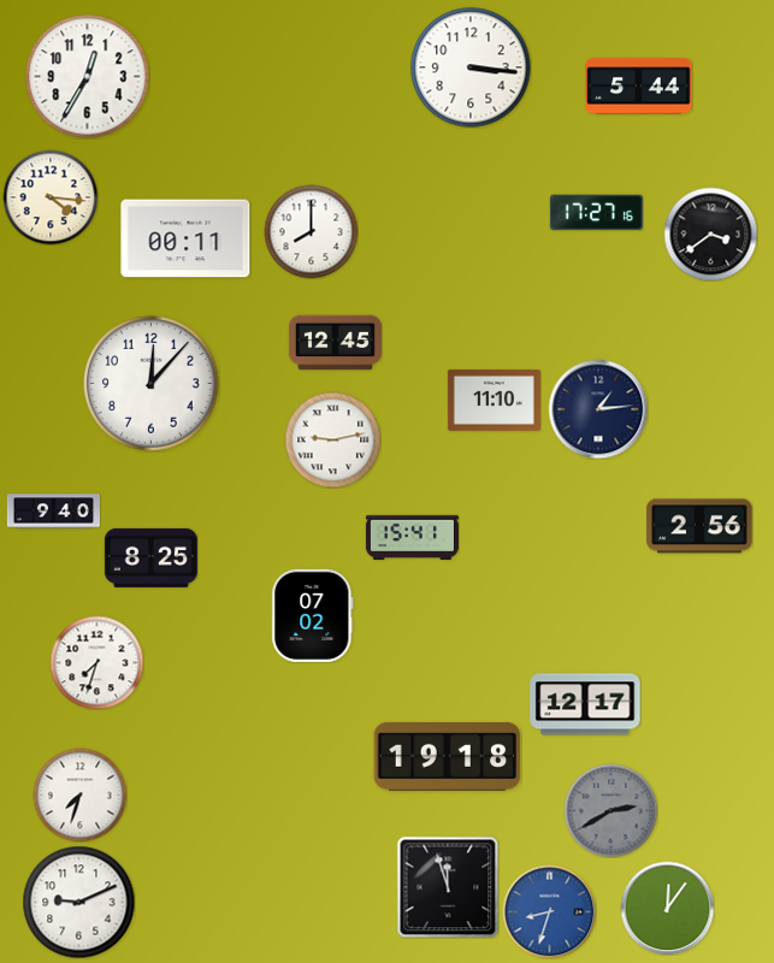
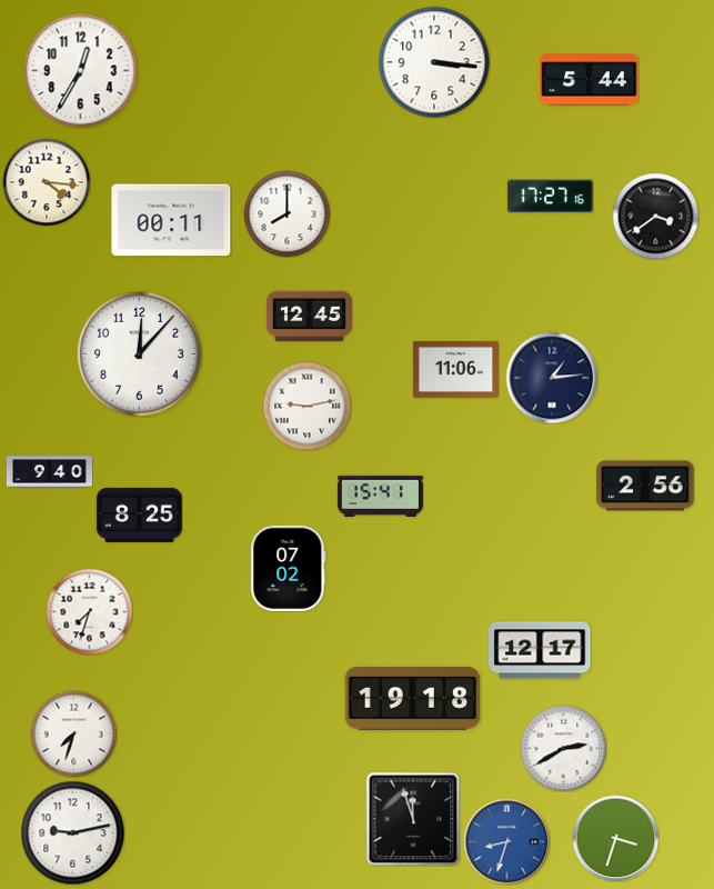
clock at (494, 400): 11:10 -> 11:06
clock at (610, 810) dial: grey -> white
clock at (78, 902): 9:11 -> 9:13
clock at (667, 908): 12:06 -> 3:33
